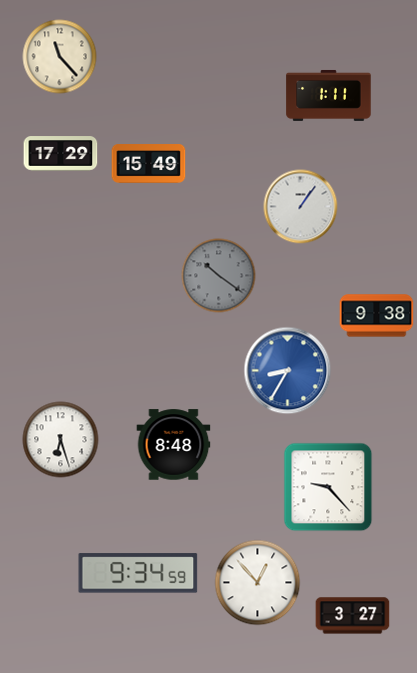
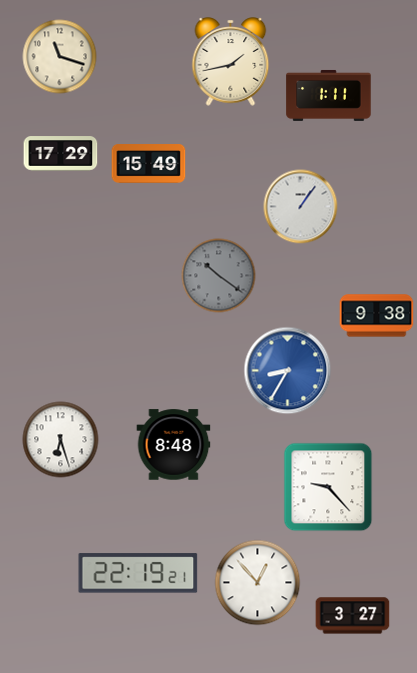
clock at (60, 57): 11:23 -> 11:18
clock at (231, 62): none -> 1:43
clock at (138, 573): 9:34 -> 22:19
